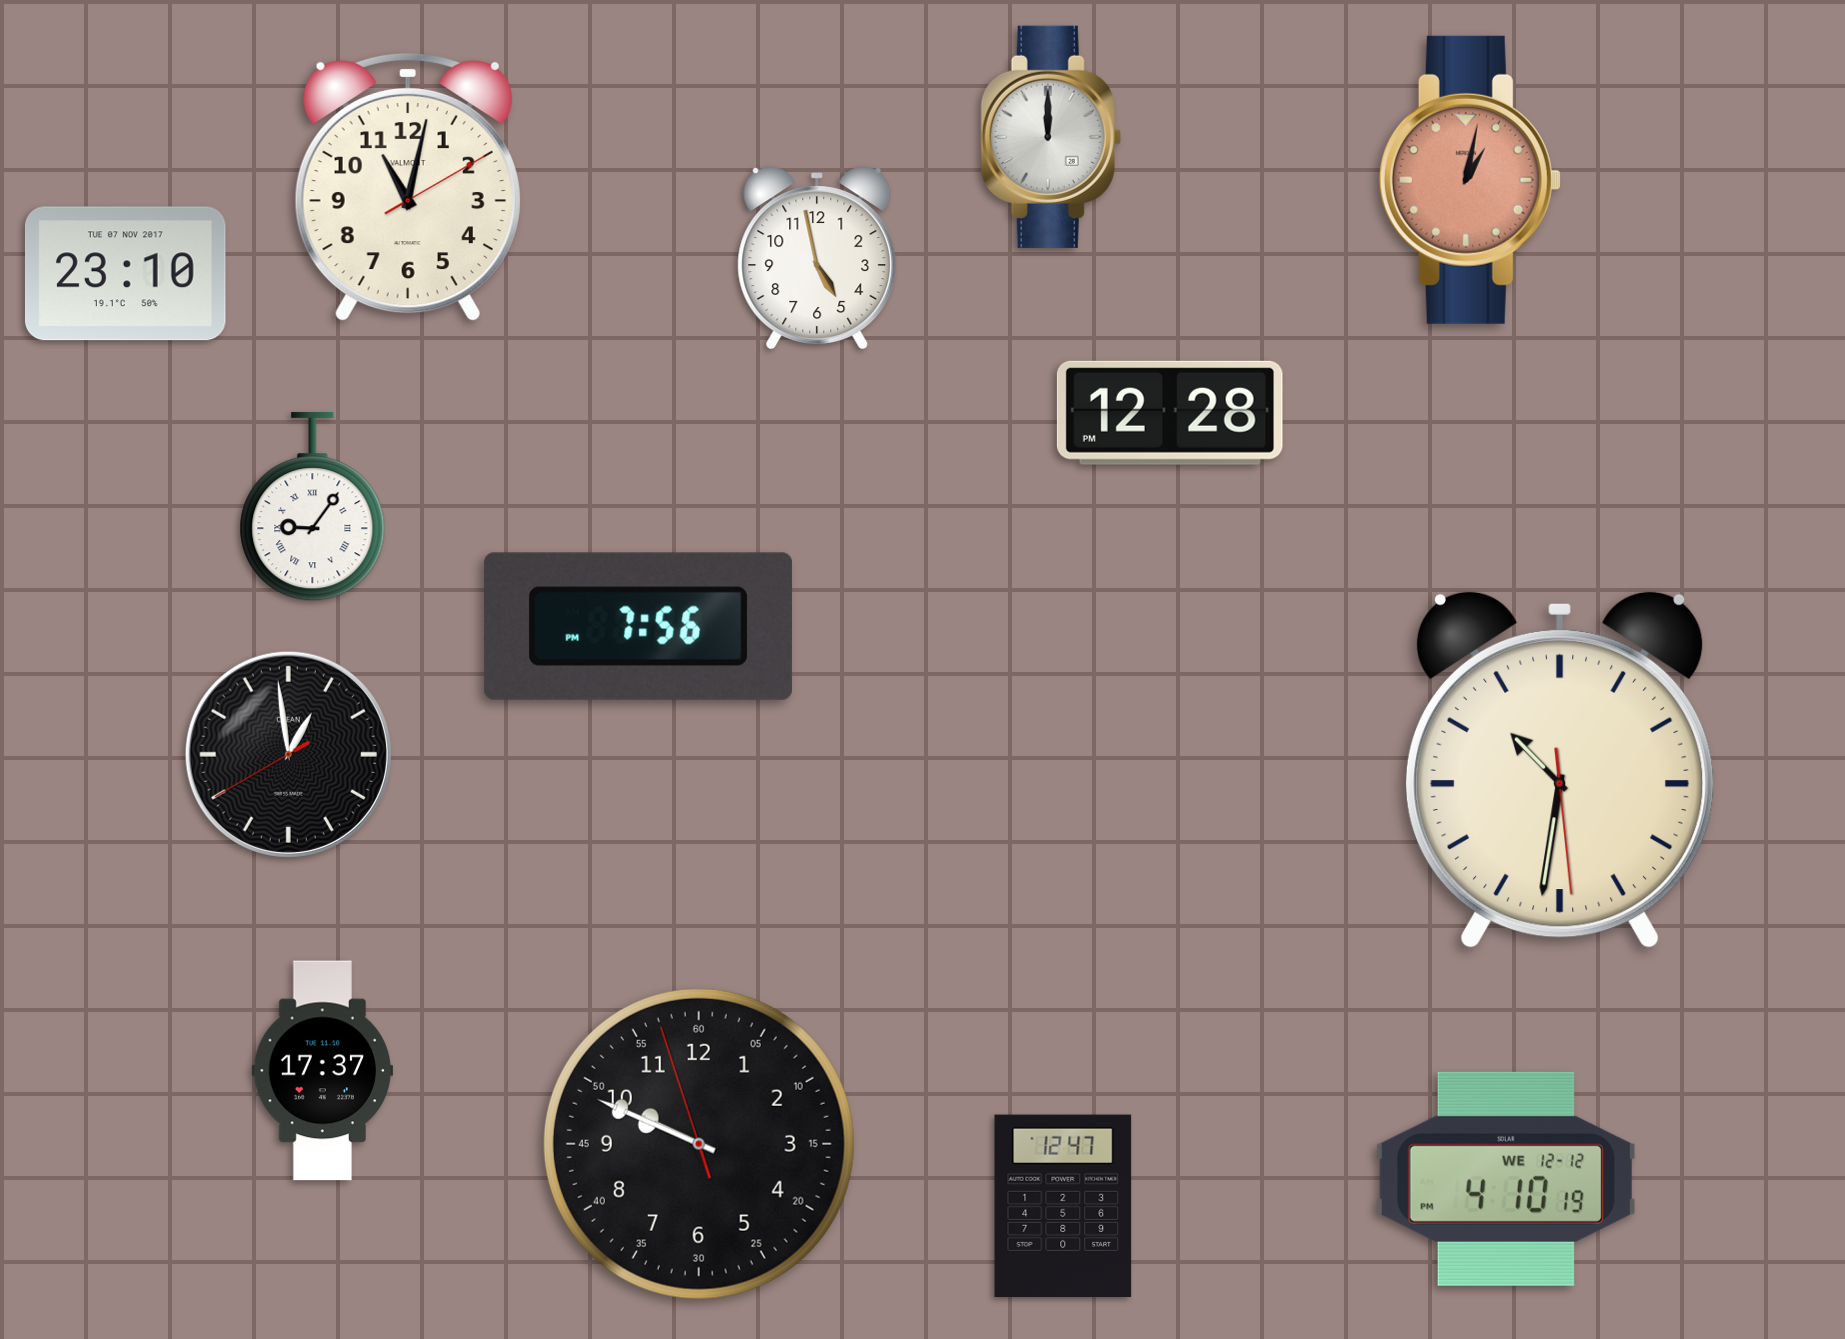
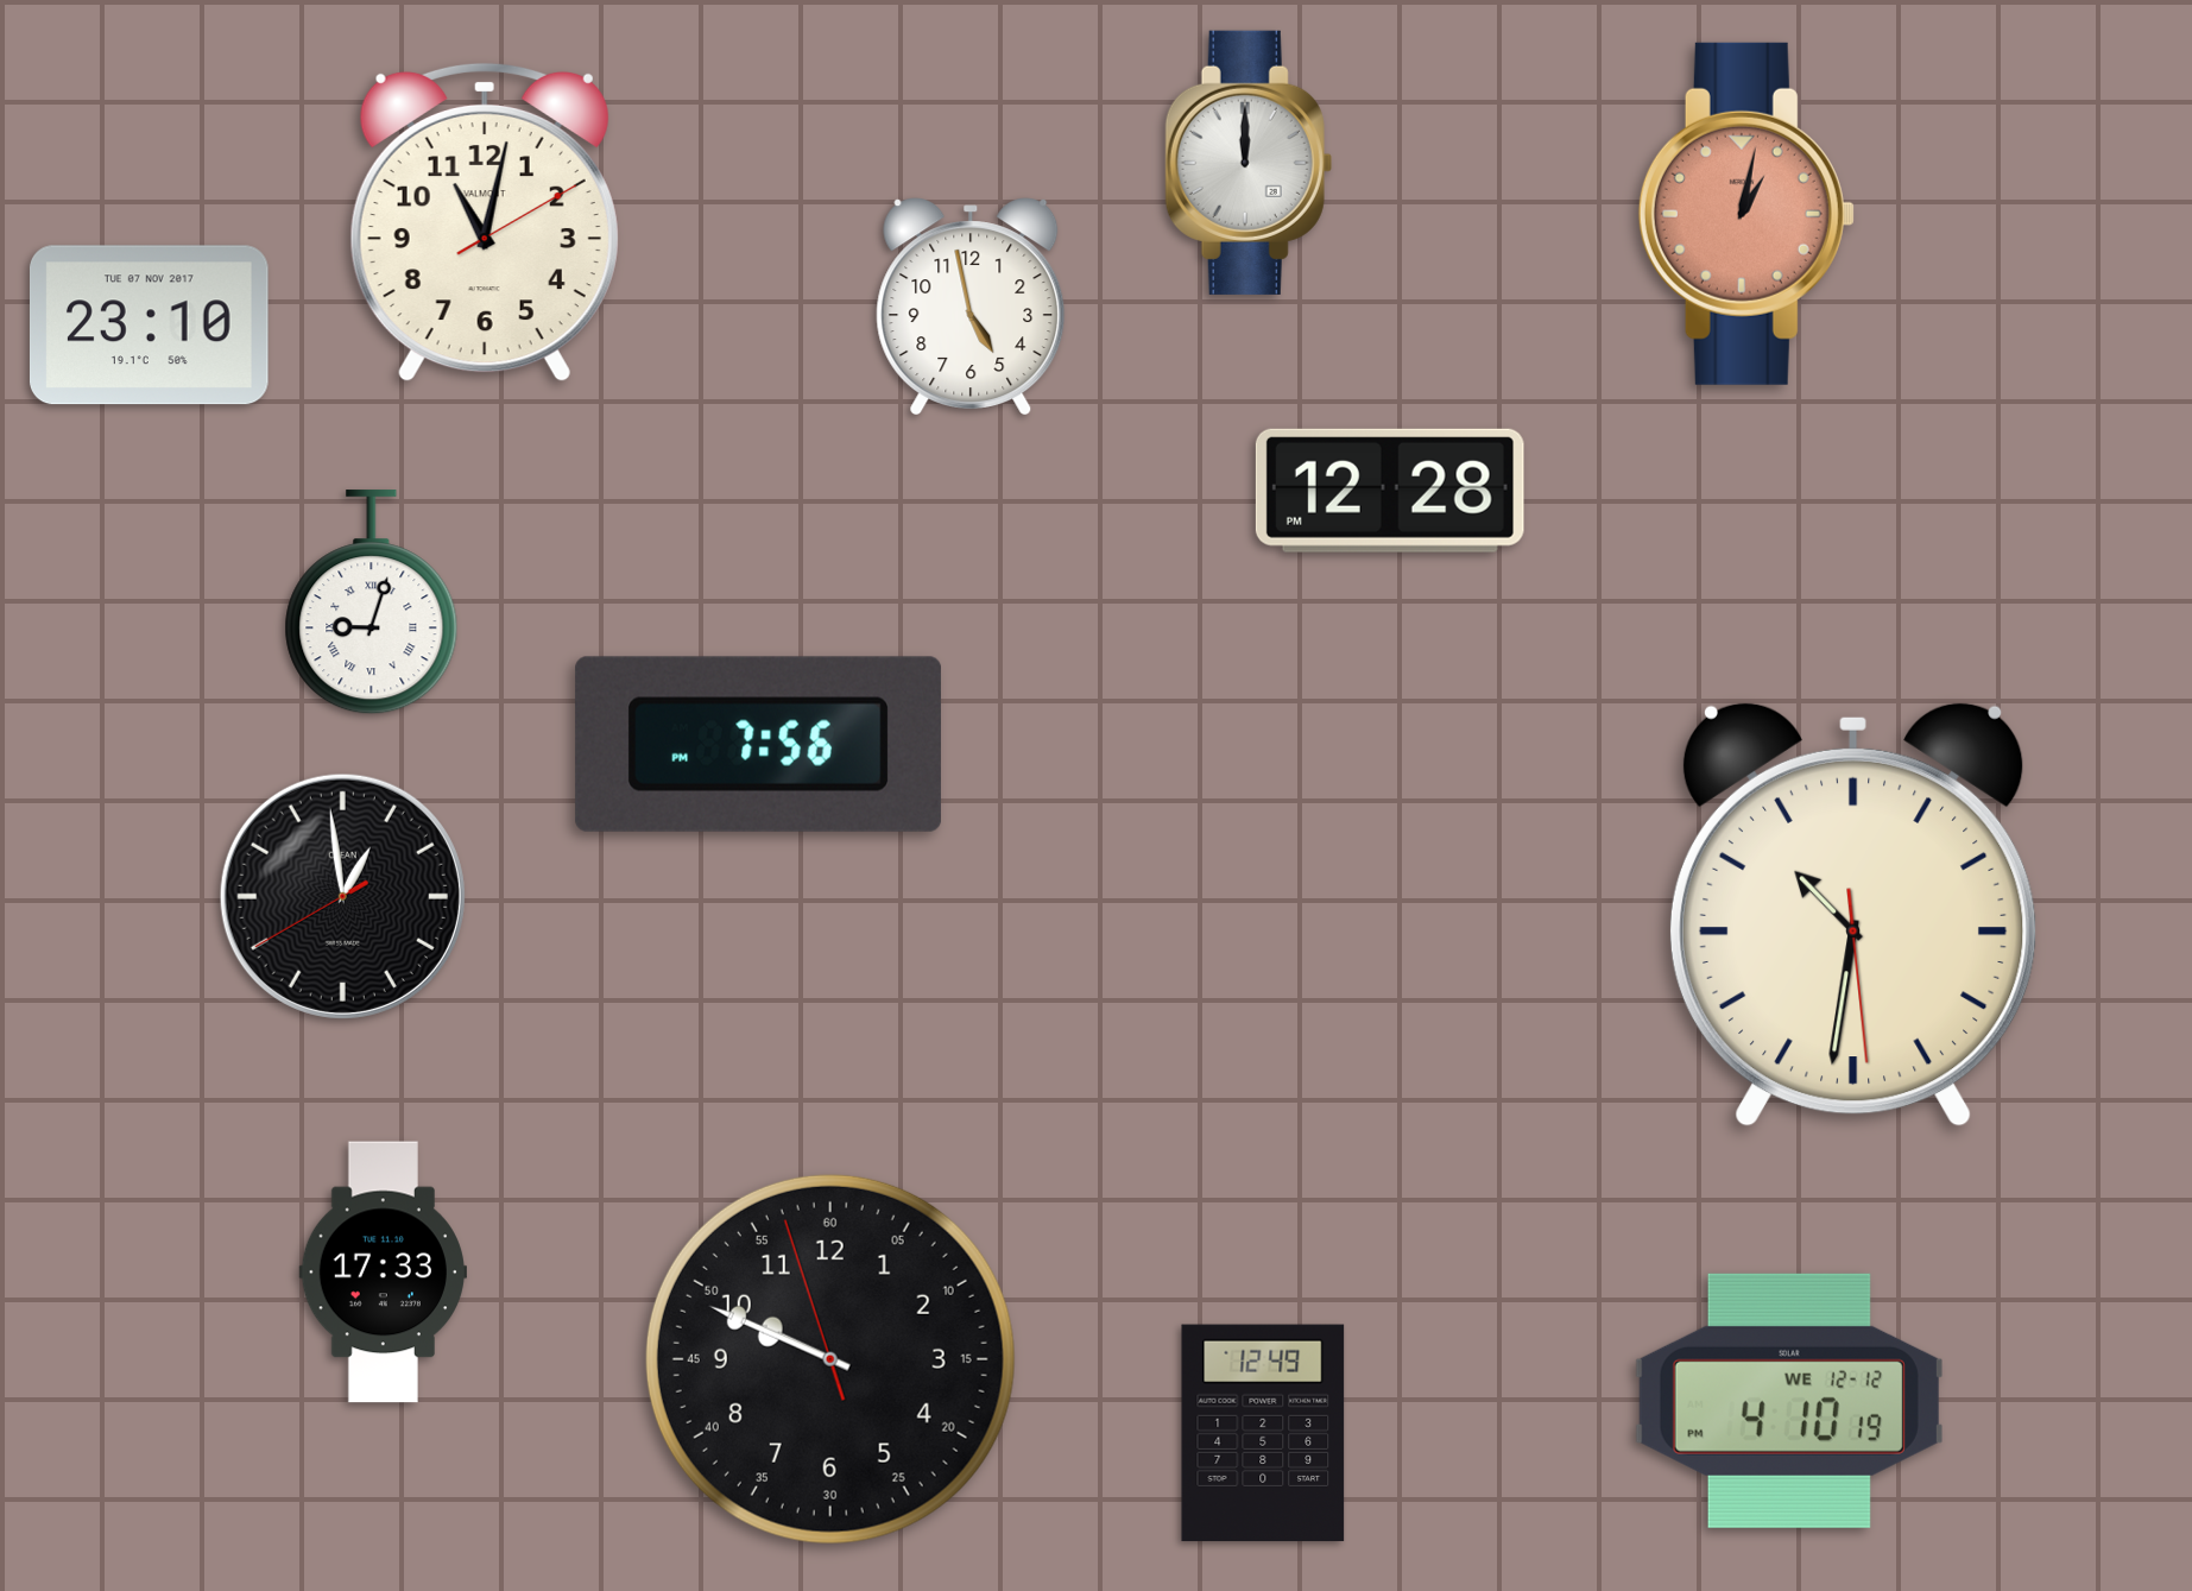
clock at (313, 507): 9:06 -> 9:03
clock at (322, 1071): 17:37 -> 17:33
clock at (1063, 1206): 12:47 -> 12:49
